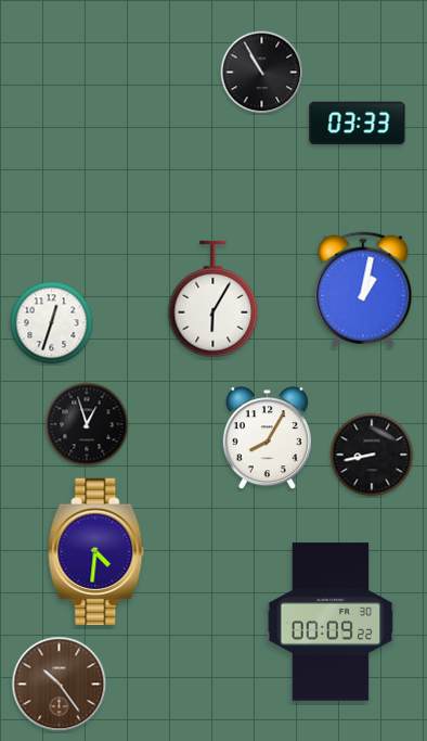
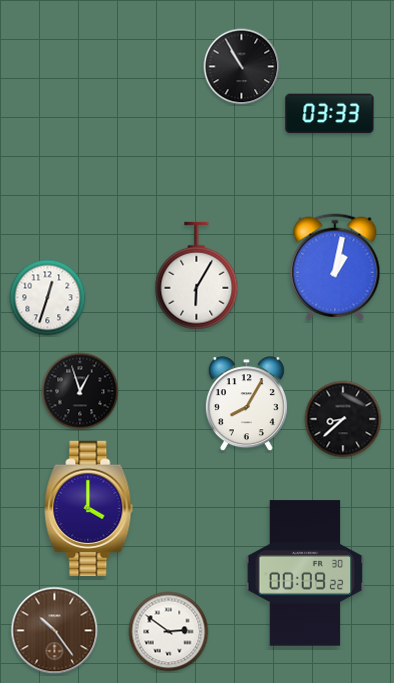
clock at (372, 455): 8:43 -> 8:38
clock at (96, 551): 4:31 -> 4:00
clock at (169, 632): none -> 2:51
